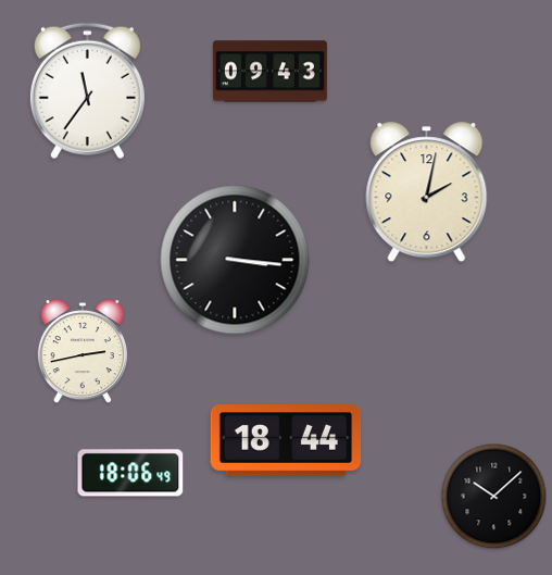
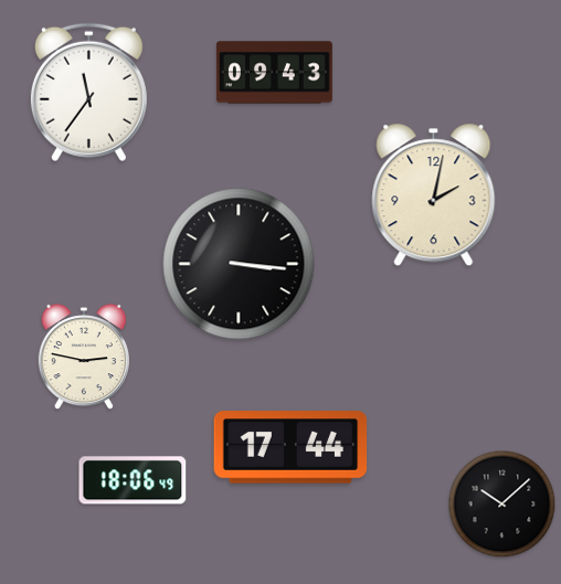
clock at (81, 352): 2:43 -> 2:47
clock at (286, 440): 18:44 -> 17:44
